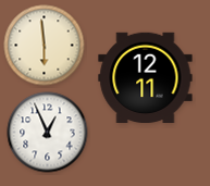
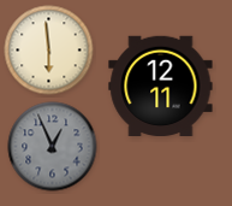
clock at (48, 133) dial: white -> grey
